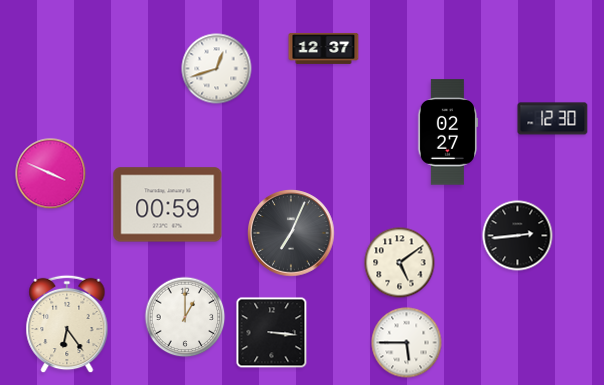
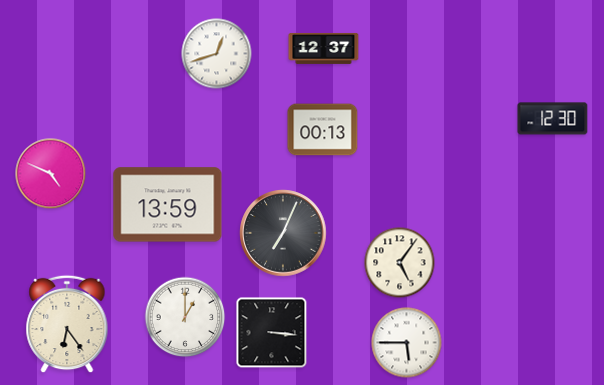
clock at (217, 69) position: (217, 69) -> (217, 54)
clock at (323, 130): none -> 00:13
clock at (448, 132): 02:27 -> none
clock at (51, 174): 3:49 -> 4:49
clock at (168, 205): 00:59 -> 13:59
clock at (291, 233) position: (291, 233) -> (283, 233)
clock at (518, 236): 2:44 -> none
clock at (400, 263): 5:09 -> 5:06
